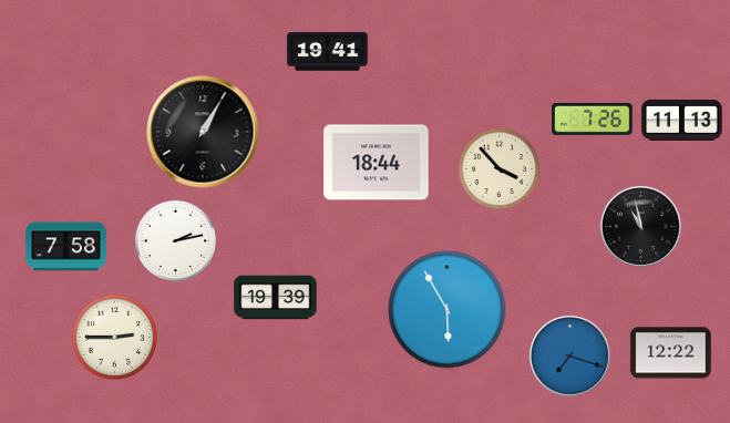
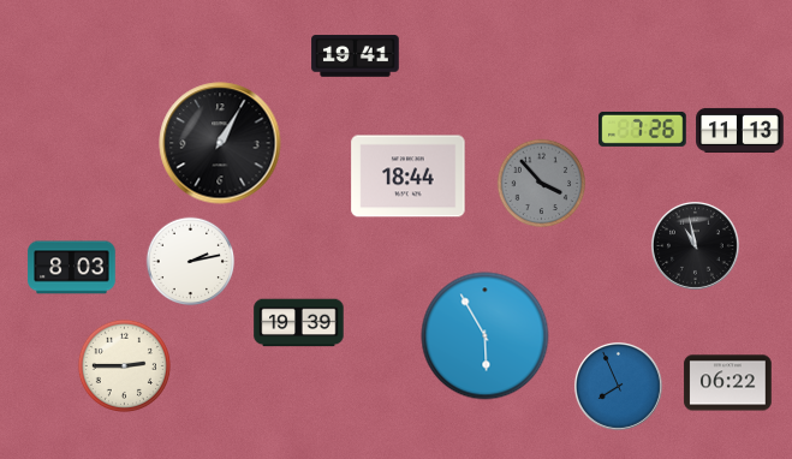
clock at (500, 169) dial: cream -> grey
clock at (66, 247): 7:58 -> 8:03
clock at (671, 353): 12:22 -> 06:22
clock at (569, 355): 7:18 -> 7:56
